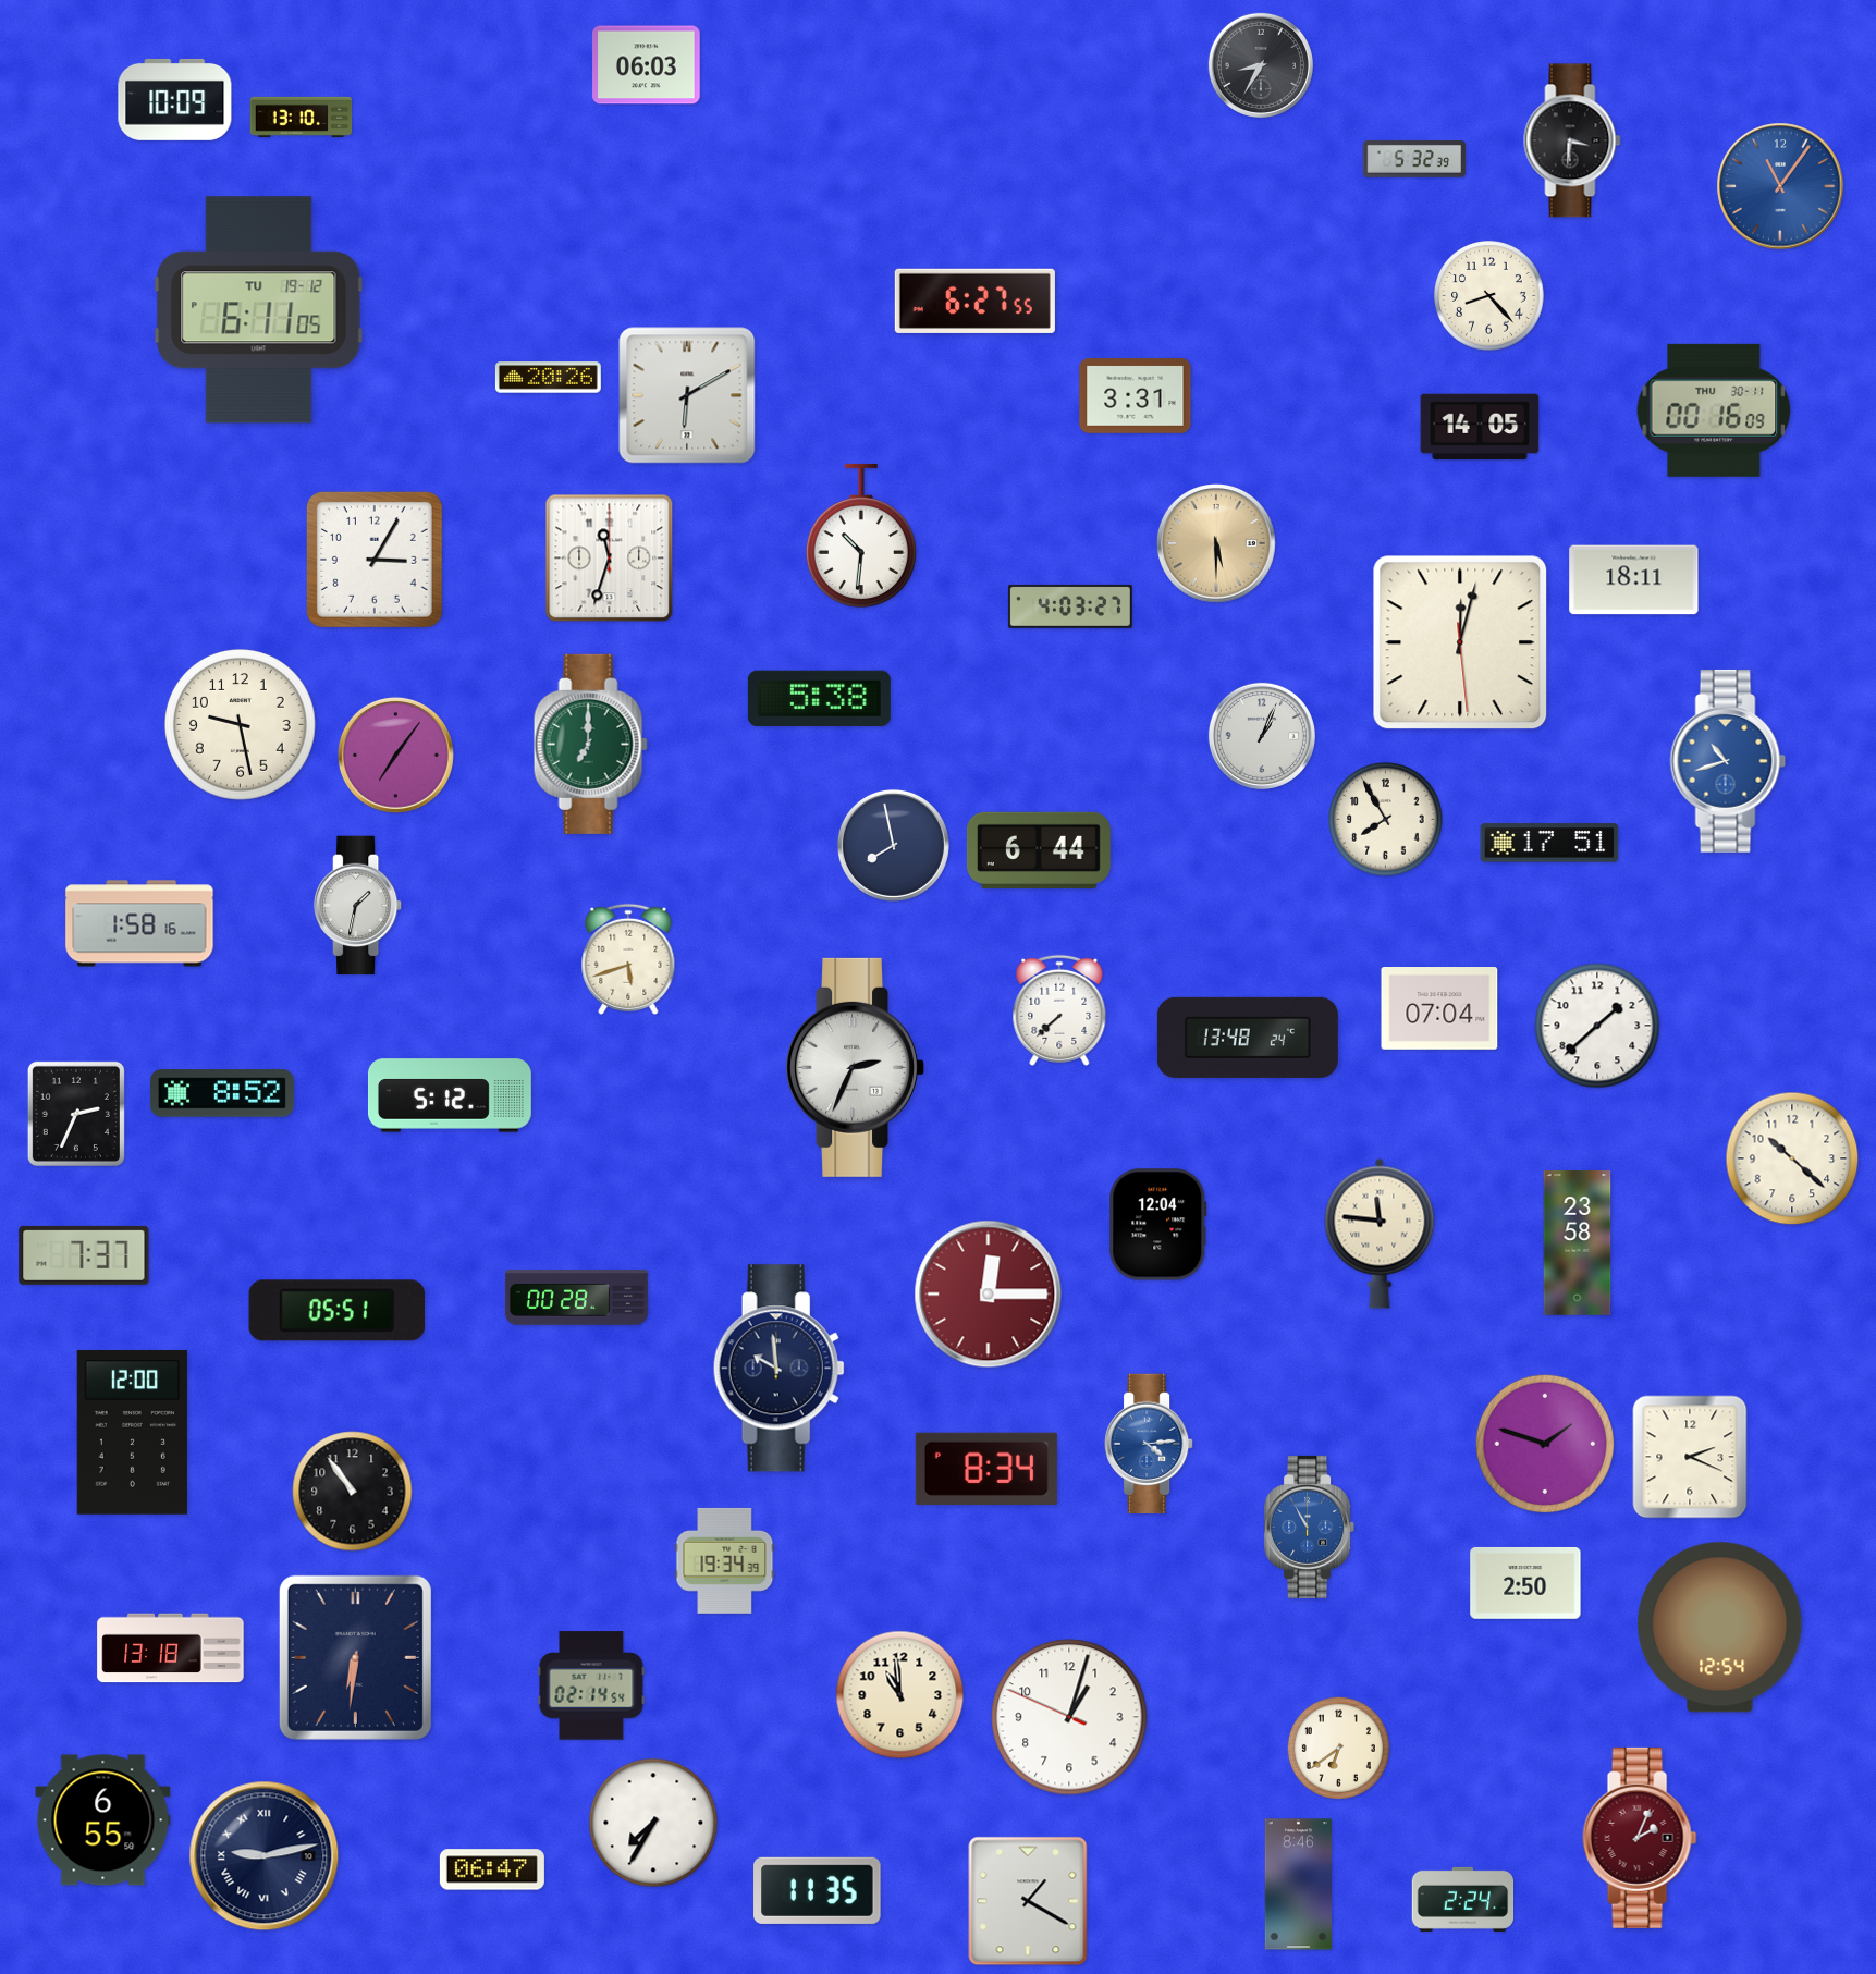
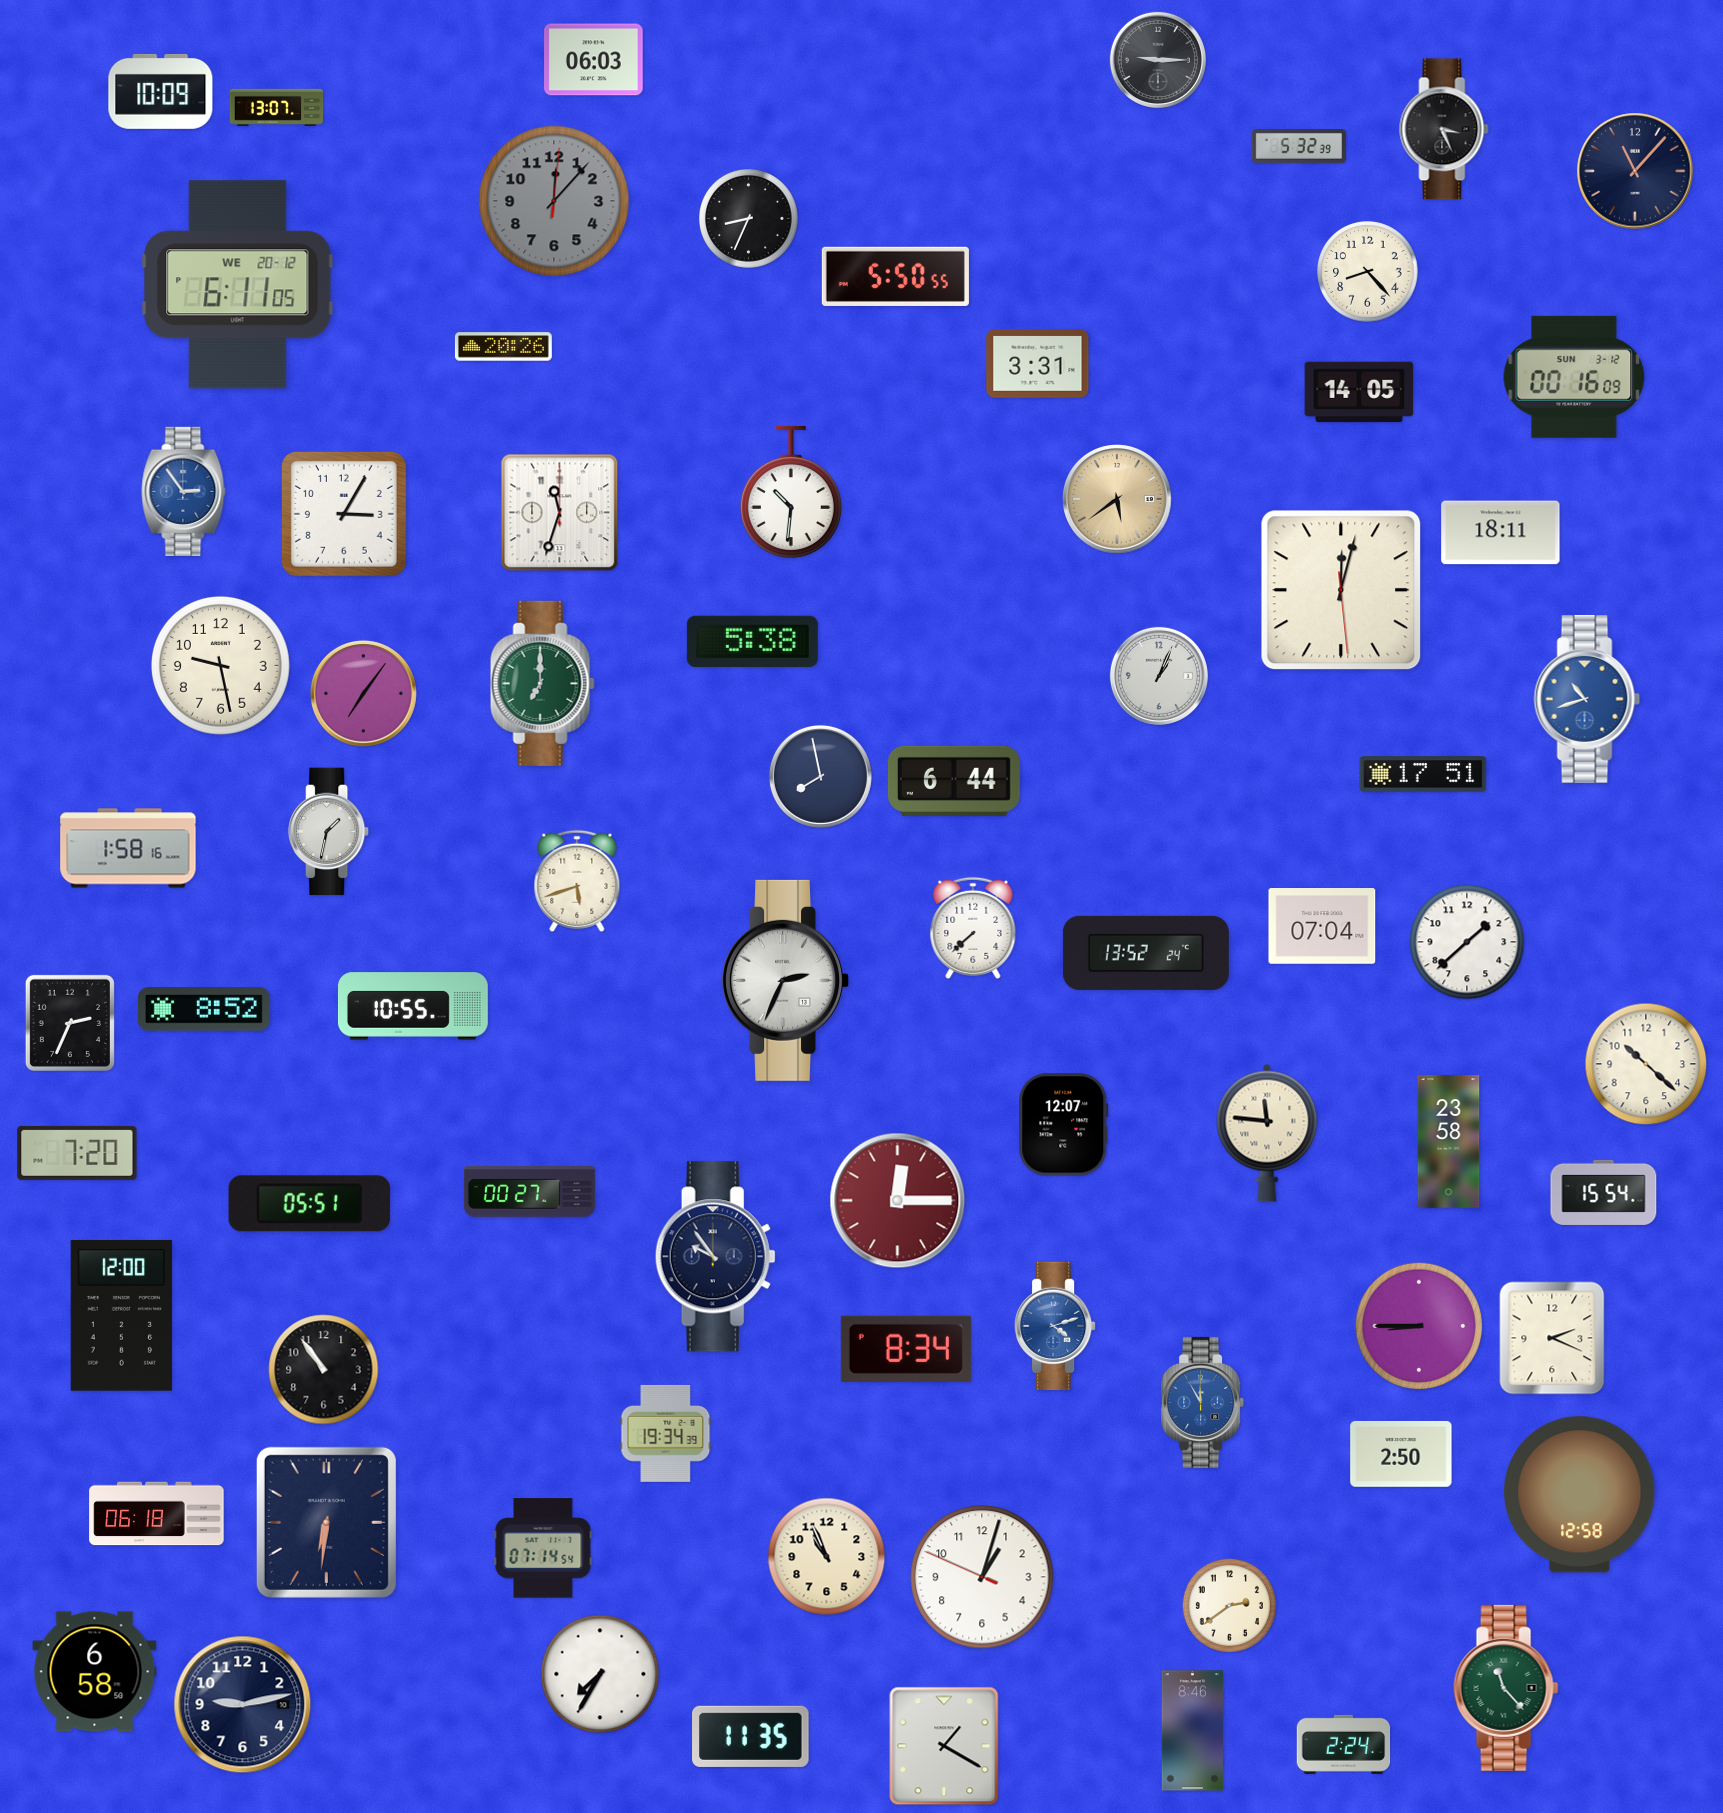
clock at (1261, 65): 8:35 -> 9:15
clock at (302, 117): 13:10 -> 13:07
clock at (1572, 140): 3:31 -> 3:26
clock at (1780, 186): 11:06 -> 11:07
clock at (1780, 186) dial: blue -> navy
clock at (554, 201): none -> 12:07
clock at (749, 219): none -> 8:34
clock at (974, 301): 6:27 -> 5:50
clock at (259, 310) date: TU 19-12 -> WE 20-12
clock at (687, 395): 6:10 -> none
clock at (1136, 396) position: (1136, 396) -> (1038, 364)
clock at (1714, 410) date: THU 30-11 -> SUN 3-12
clock at (184, 491): none -> 2:54
clock at (1217, 544): 5:30 -> 5:39
clock at (1070, 606): 4:03 -> none
clock at (1386, 820): 7:55 -> none
clock at (1248, 1038): 13:48 -> 13:52
clock at (222, 1093) position: (222, 1093) -> (204, 1009)
clock at (450, 1095): 5:12 -> 10:55
clock at (1158, 1225): 12:04 -> 12:07
clock at (84, 1255): 7:37 -> 7:20
clock at (989, 1295) position: (989, 1295) -> (898, 1201)
clock at (576, 1298): 00:28 -> 00:27
clock at (1604, 1192): none -> 15:54
clock at (778, 1369): 9:59 -> 9:54
clock at (1149, 1443): 4:14 -> 4:12
clock at (1545, 1444): 1:48 -> 8:45
clock at (1310, 1527): 10:55 -> 11:55
clock at (1720, 1628): 12:54 -> 12:58
clock at (171, 1648): 13:18 -> 06:18
clock at (591, 1685): 02:14 -> 07:14
clock at (900, 1695): 10:59 -> 10:56
clock at (1338, 1748): 6:39 -> 2:39
clock at (103, 1820): 6:55 -> 6:58
clock at (1640, 1838): 2:04 -> 11:23
clock at (1640, 1838) dial: burgundy -> green
clock at (265, 1856) numerals: Roman -> Arabic
clock at (492, 1869): 06:47 -> none
